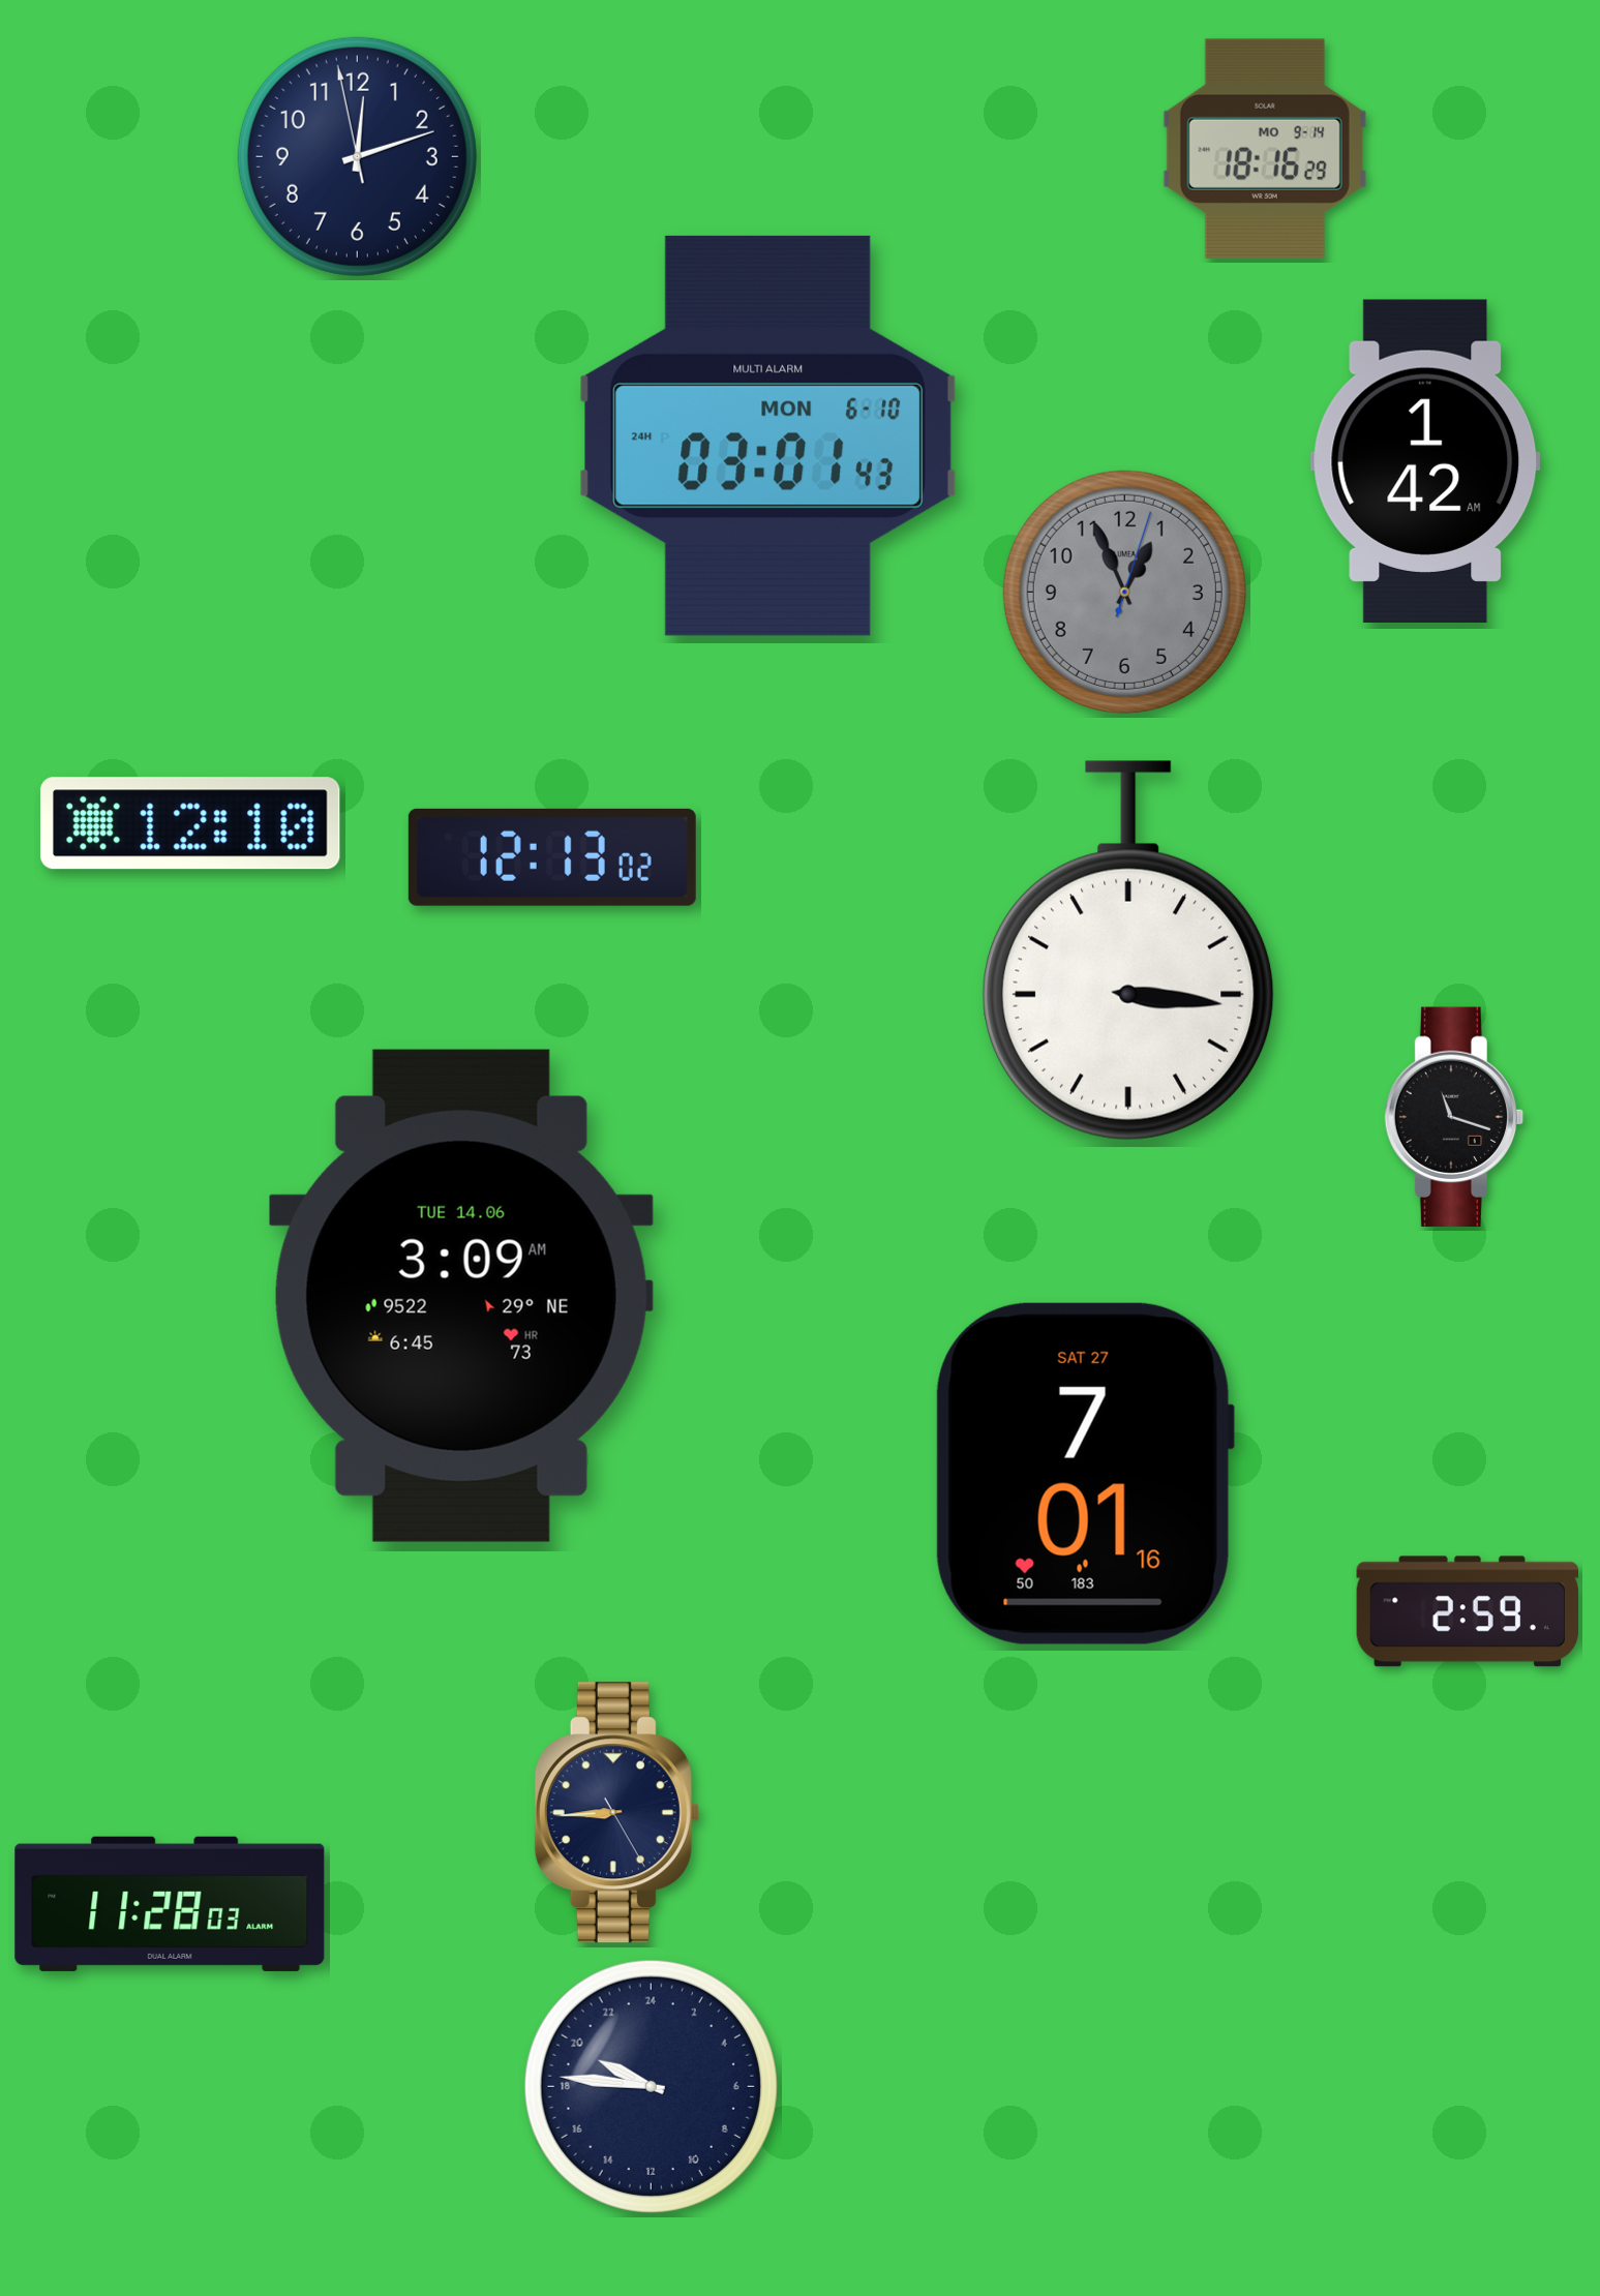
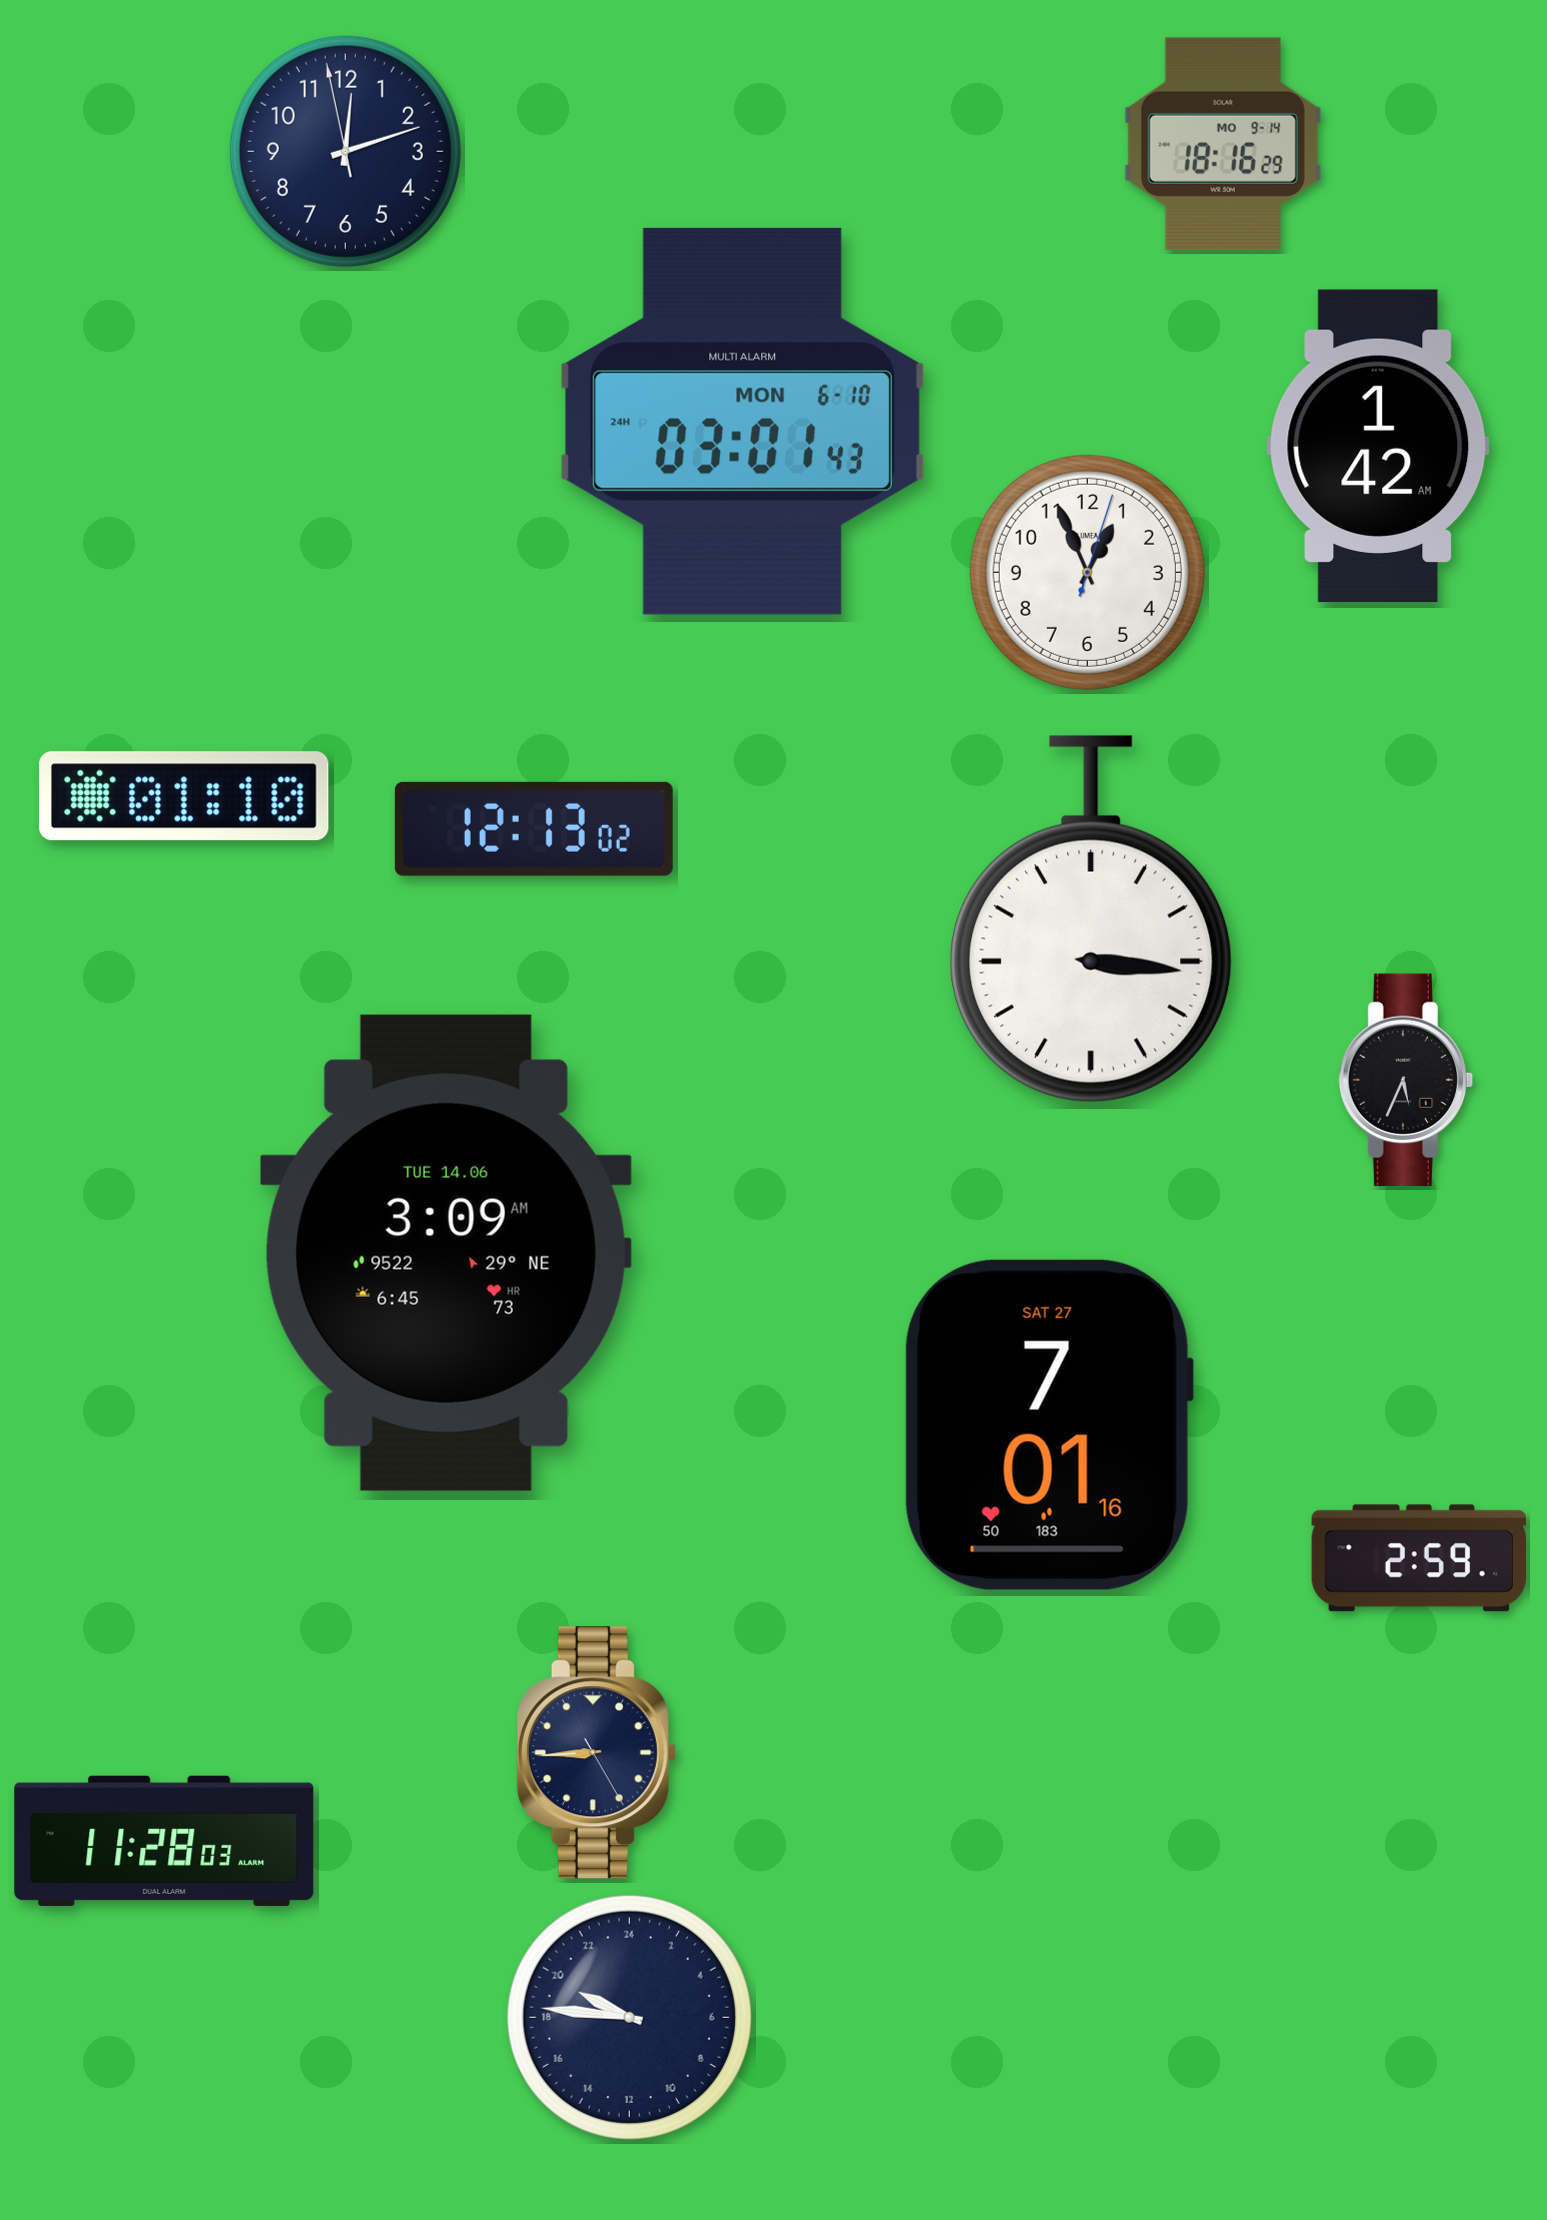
clock at (1124, 592) dial: grey -> white
clock at (190, 823): 12:10 -> 01:10
clock at (1454, 1117): 11:18 -> 5:34
